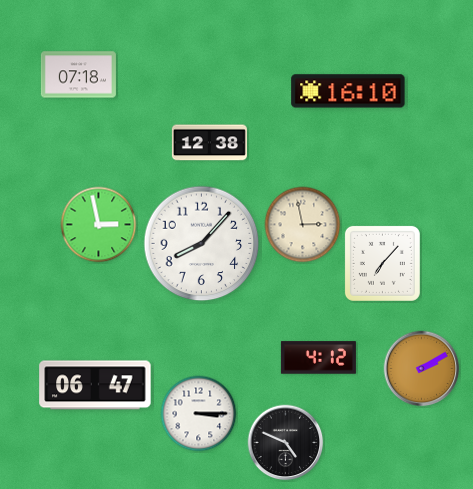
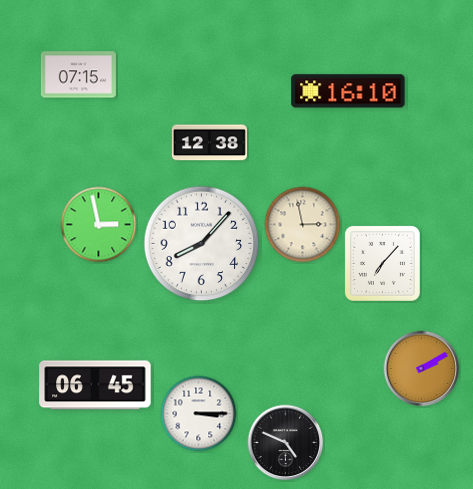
clock at (78, 75): 07:18 -> 07:15
clock at (318, 358): 4:12 -> none
clock at (95, 385): 06:47 -> 06:45
